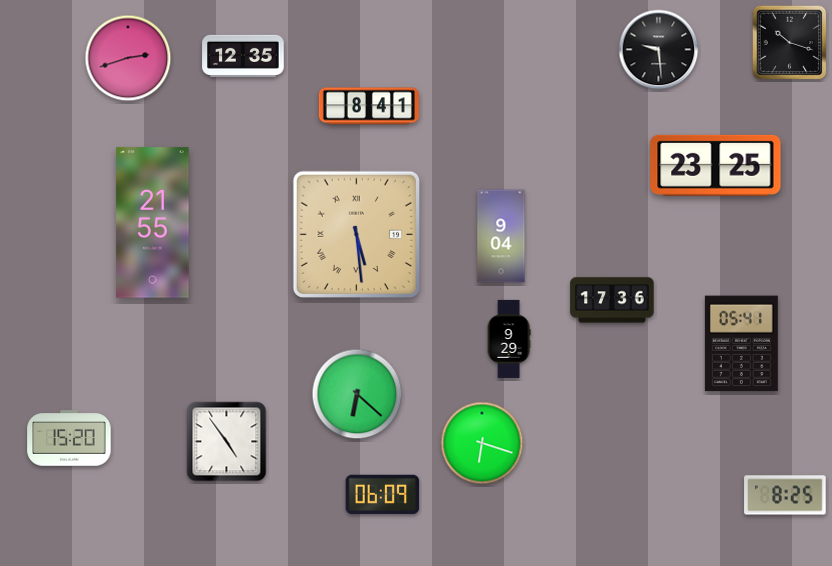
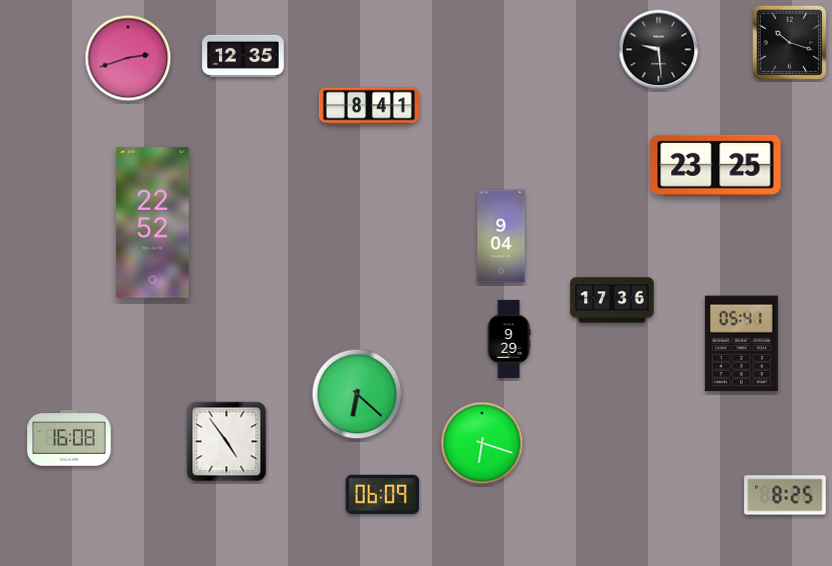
clock at (153, 223): 21:55 -> 22:52
clock at (356, 234): 5:29 -> none
clock at (69, 438): 15:20 -> 16:08
